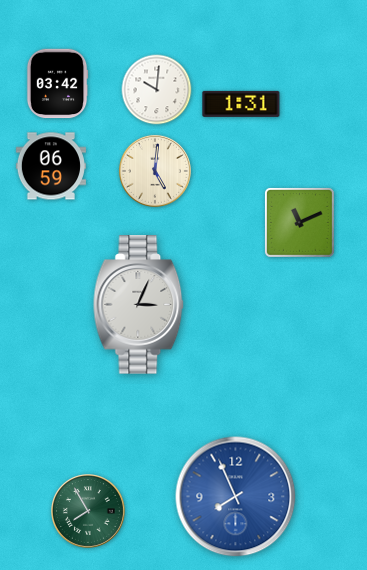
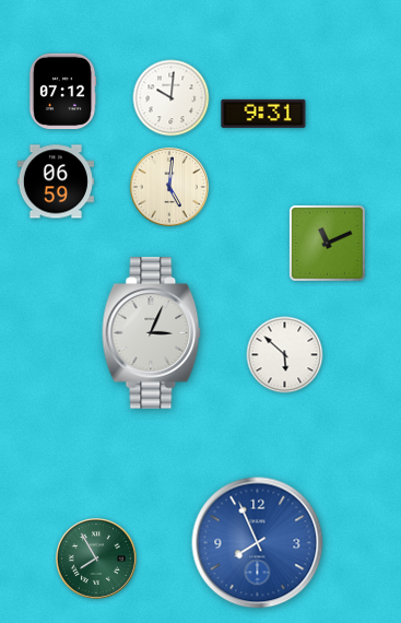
clock at (57, 84): 03:42 -> 07:12
clock at (241, 104): 1:31 -> 9:31
clock at (285, 355): none -> 5:52
